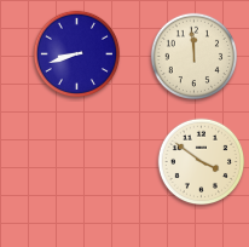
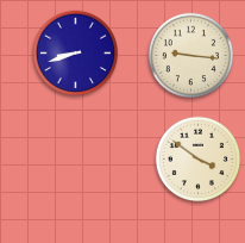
clock at (195, 57): 11:59 -> 9:16
